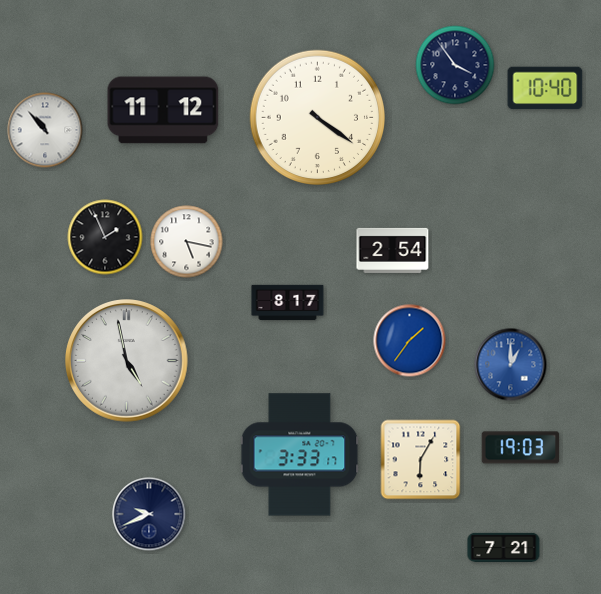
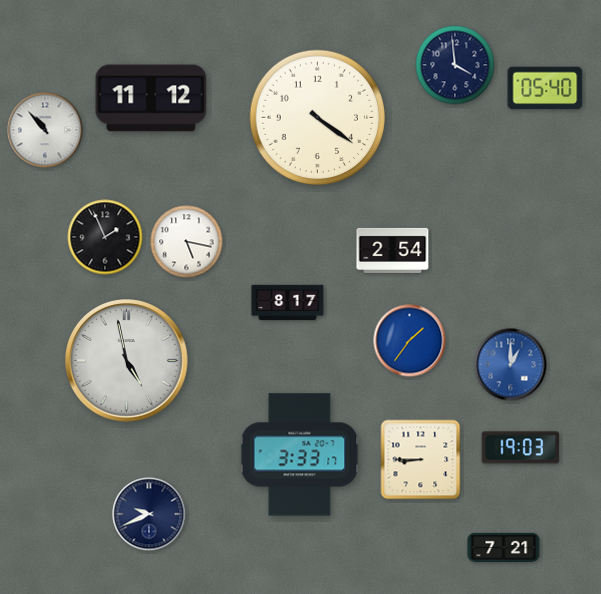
clock at (455, 65): 3:54 -> 3:59
clock at (545, 88): 10:40 -> 05:40
clock at (163, 110) position: (163, 110) -> (151, 98)
clock at (421, 460): 6:05 -> 8:45
